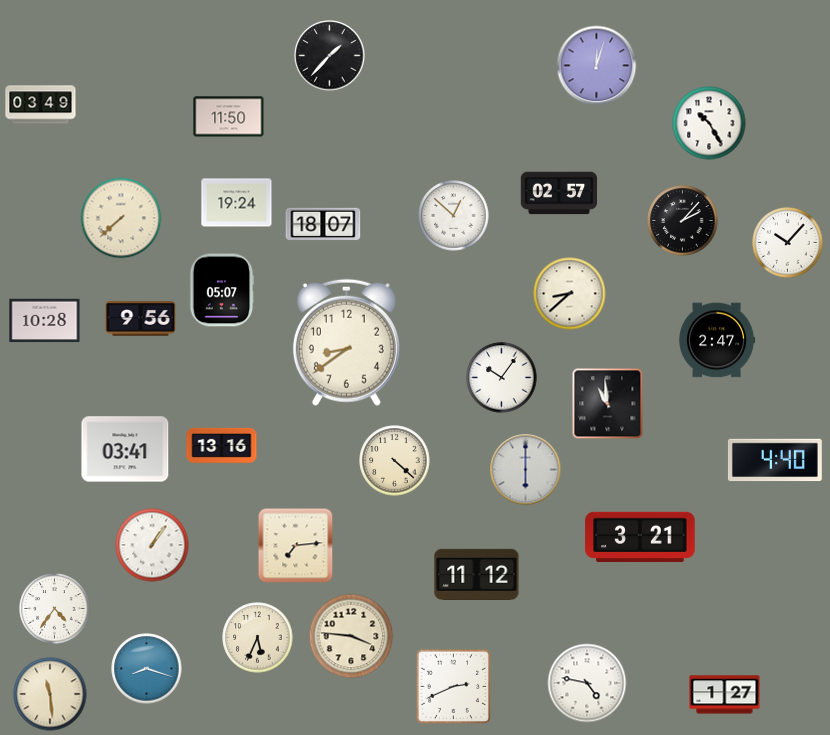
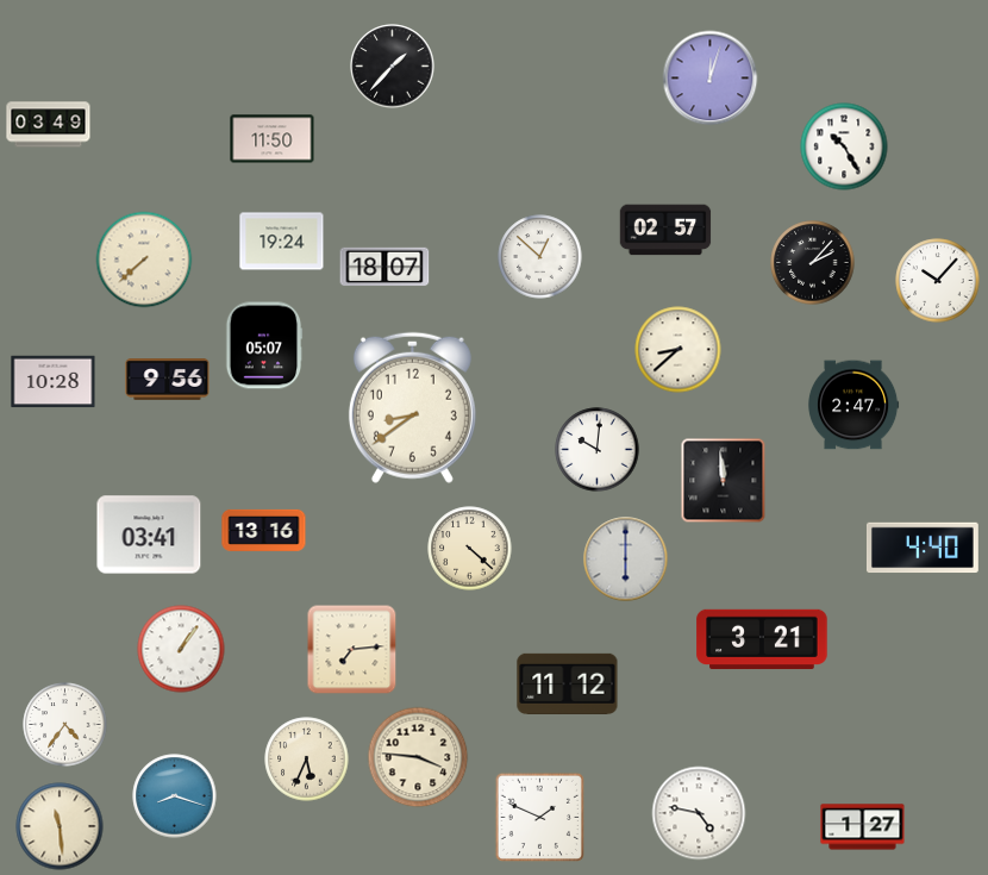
clock at (788, 243) position: (788, 243) -> (938, 281)
clock at (502, 378): 10:06 -> 10:01
clock at (608, 404): 10:59 -> 11:59
clock at (453, 686): 2:41 -> 1:49
